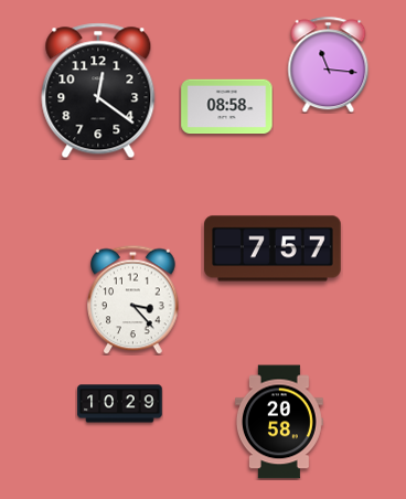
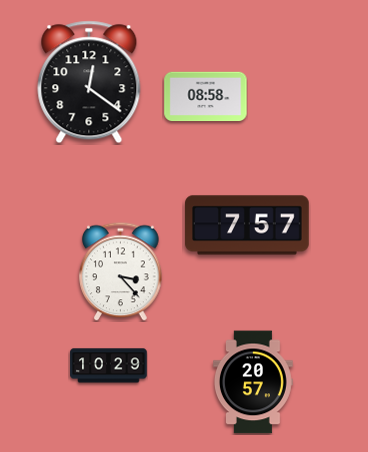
clock at (329, 64): 11:16 -> none
clock at (280, 422): 20:58 -> 20:57
